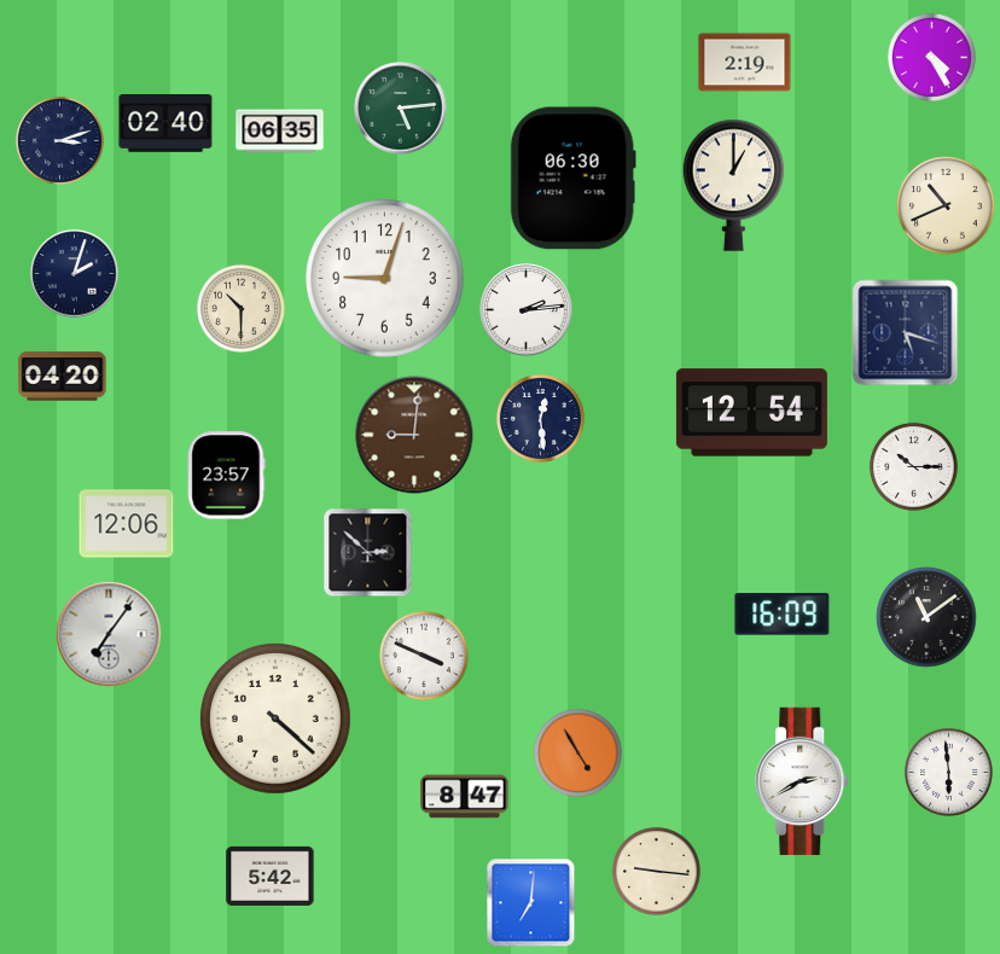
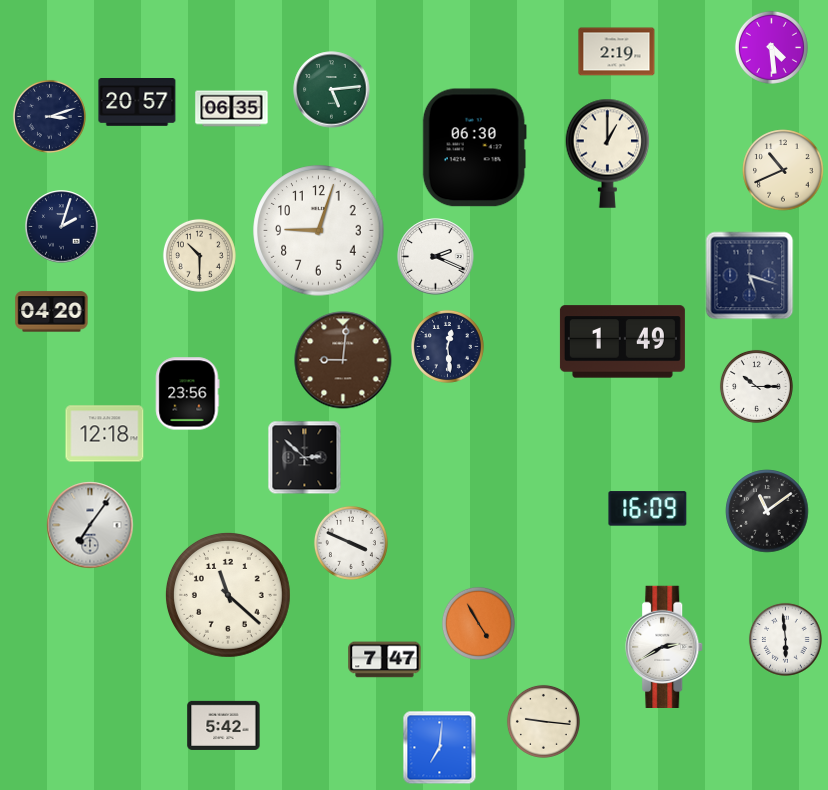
clock at (931, 57): 4:25 -> 4:29
clock at (165, 124): 02:40 -> 20:57
clock at (527, 310): 2:14 -> 2:19
clock at (751, 413): 12:54 -> 1:49
clock at (227, 476): 23:57 -> 23:56
clock at (127, 524): 12:06 -> 12:18
clock at (275, 719): 4:22 -> 11:22
clock at (465, 797): 8:47 -> 7:47
